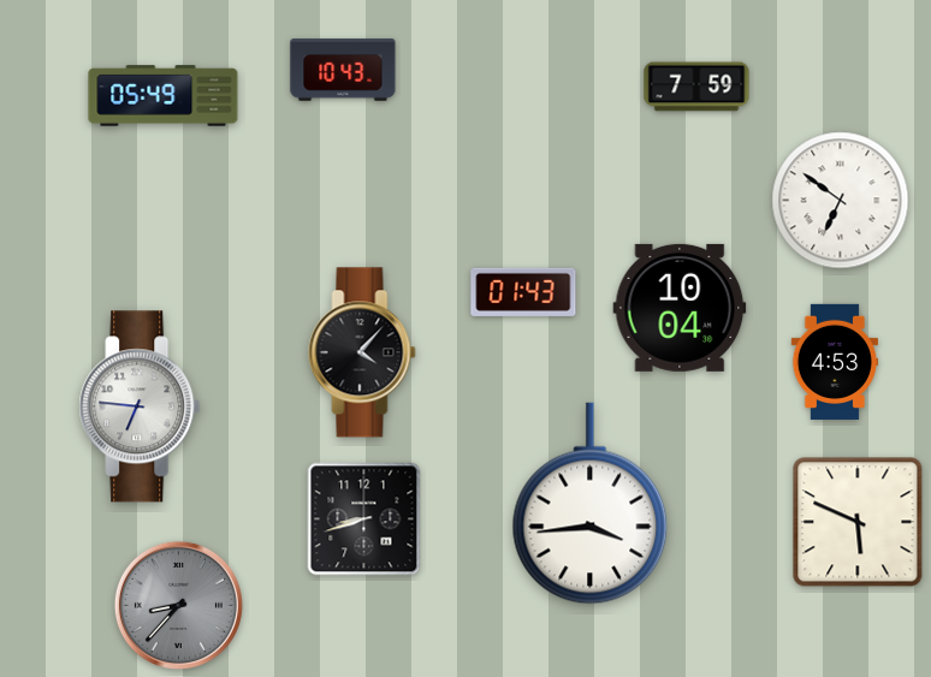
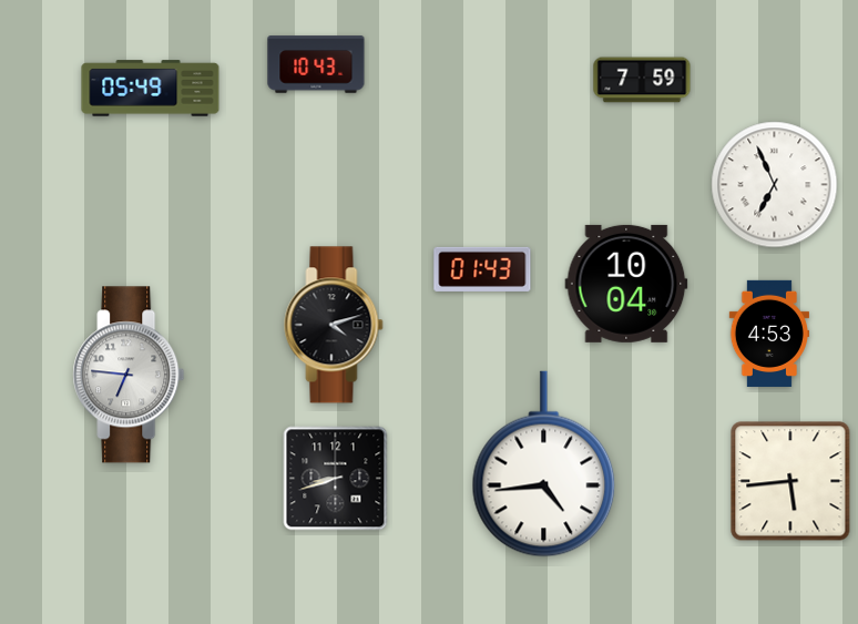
clock at (841, 201): 6:51 -> 6:56
clock at (362, 352): 4:07 -> 4:12
clock at (591, 504): 3:44 -> 4:44
clock at (858, 522): 5:49 -> 5:44
clock at (178, 605): 8:37 -> none
